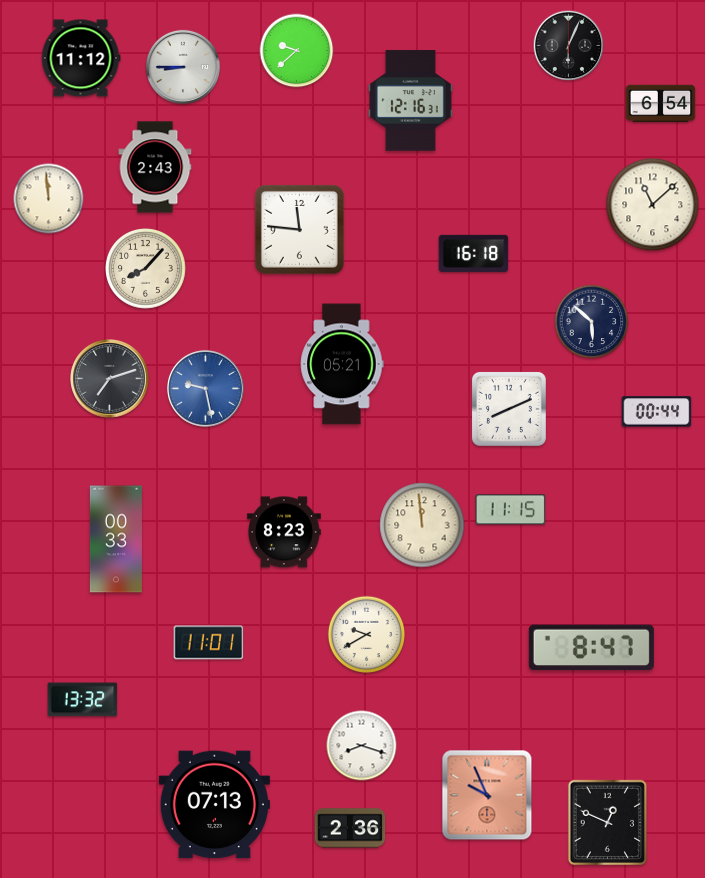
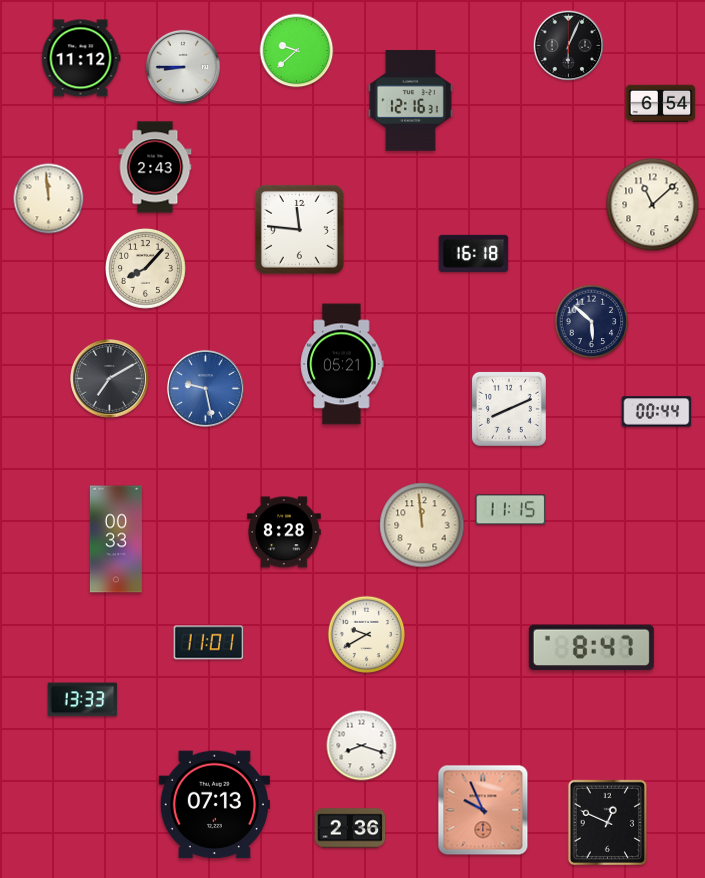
clock at (110, 379): 7:12 -> 7:10
clock at (285, 532): 8:23 -> 8:28
clock at (83, 700): 13:32 -> 13:33
clock at (487, 795) position: (487, 795) -> (483, 810)
